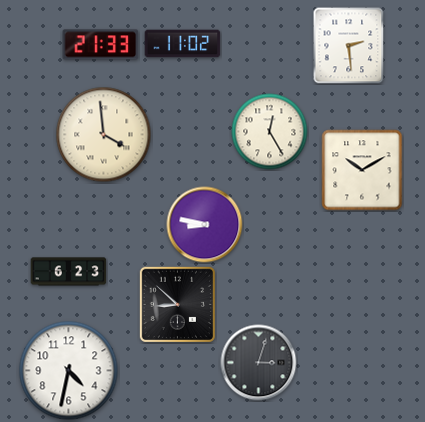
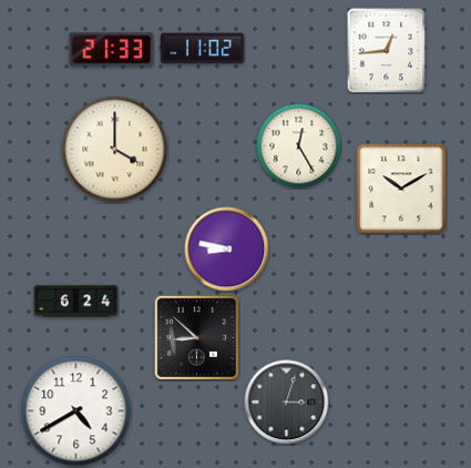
clock at (349, 46): 2:29 -> 12:44
clock at (104, 135): 3:59 -> 4:00
clock at (69, 272): 6:23 -> 6:24
clock at (69, 371): 4:32 -> 4:40
